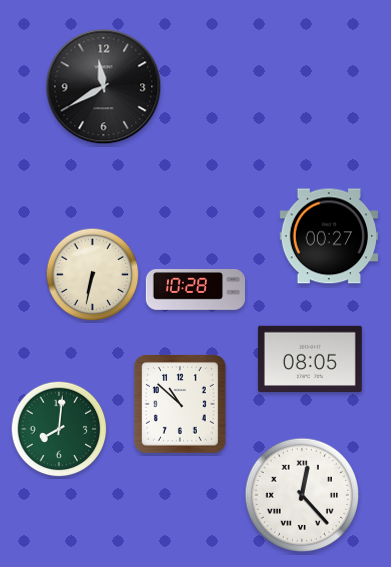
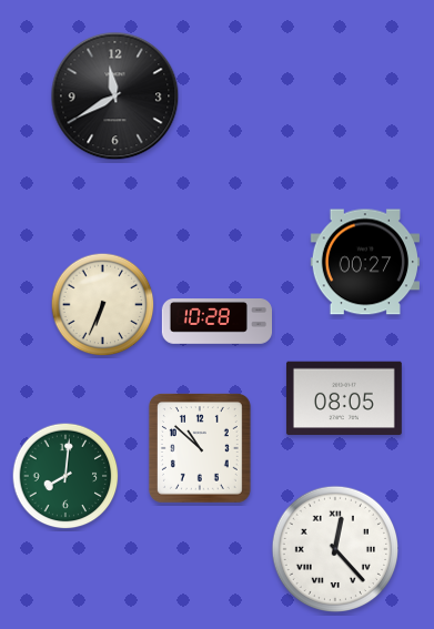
clock at (93, 275): 6:32 -> 6:34
